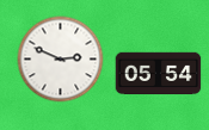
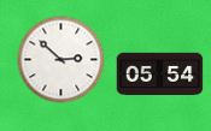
clock at (61, 60): 2:49 -> 2:52
